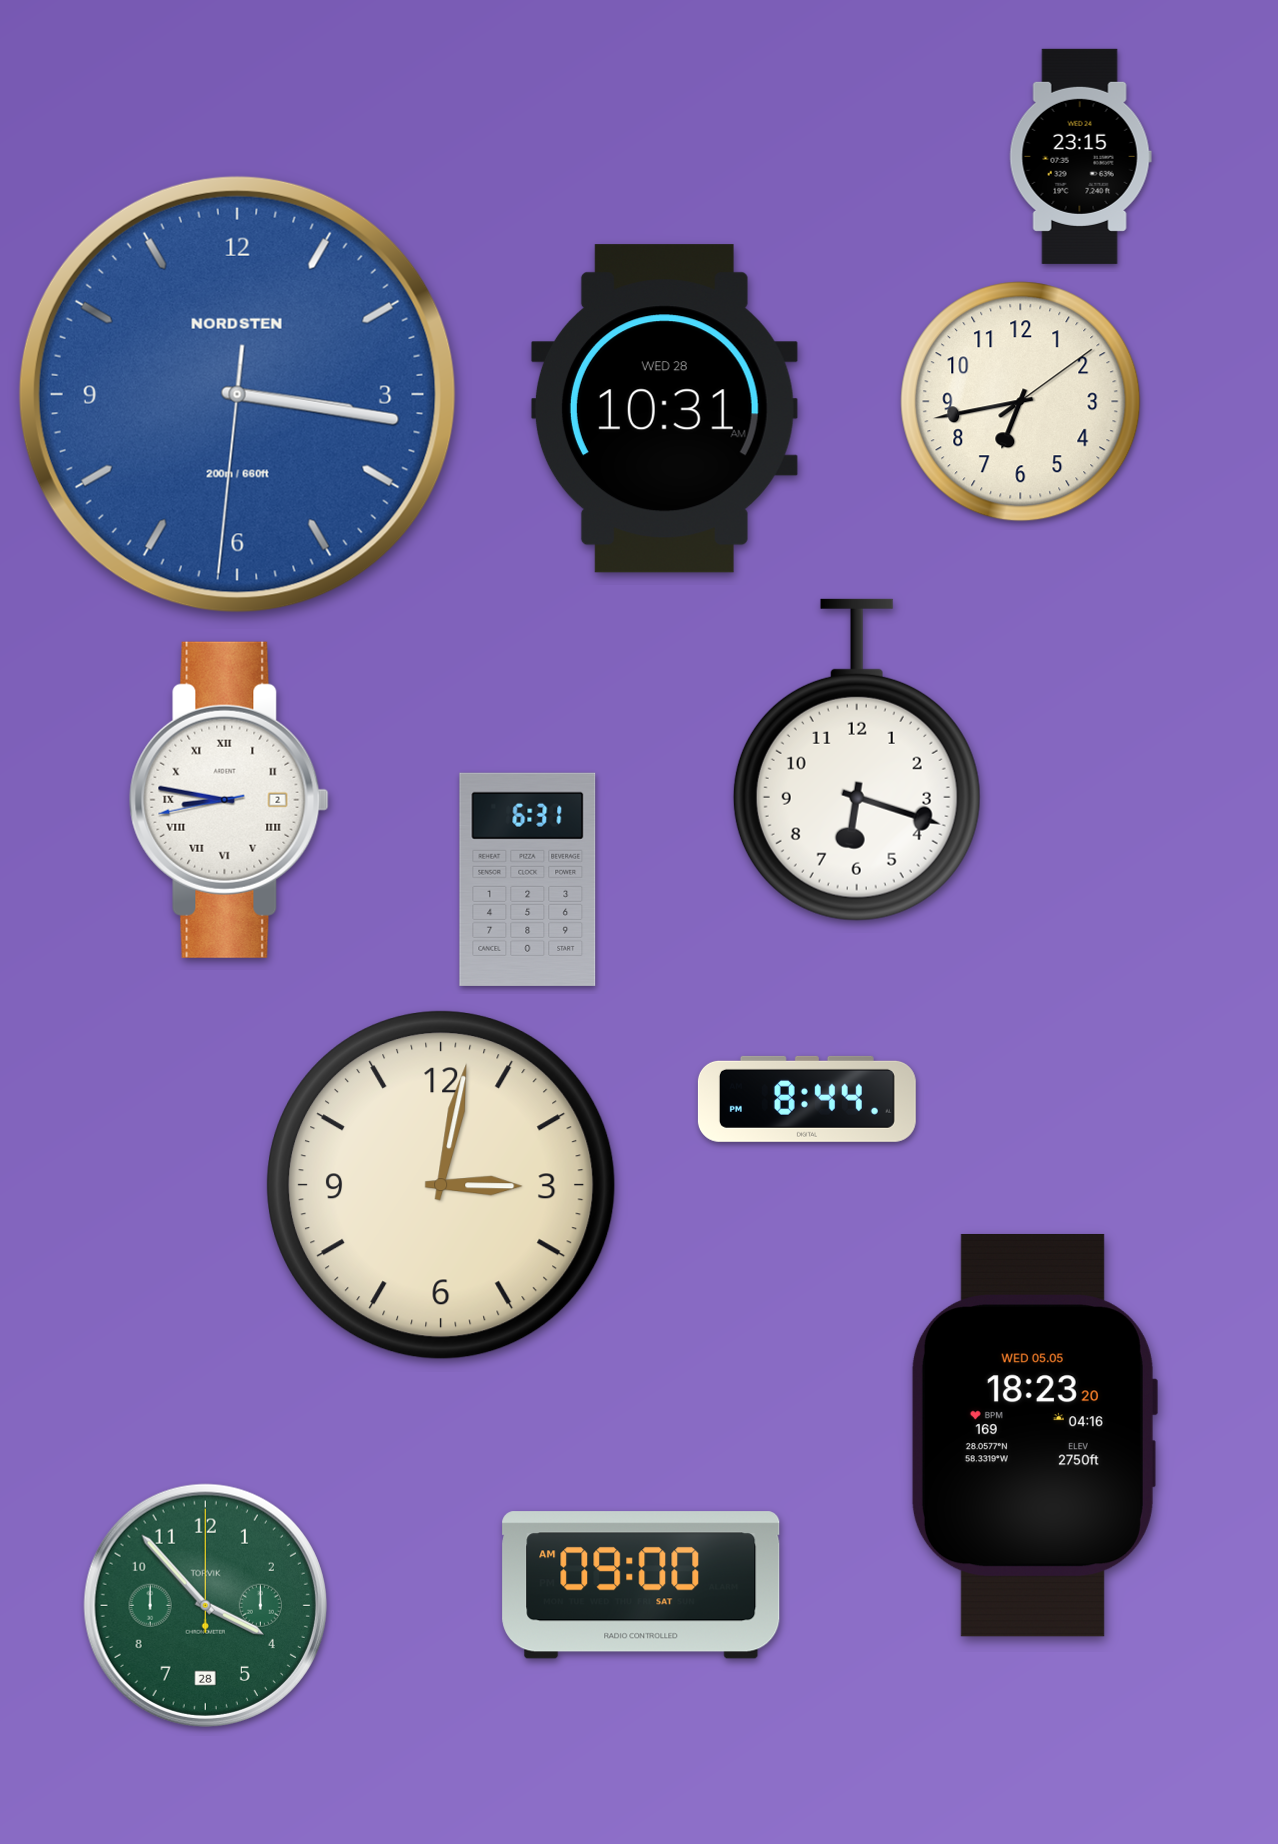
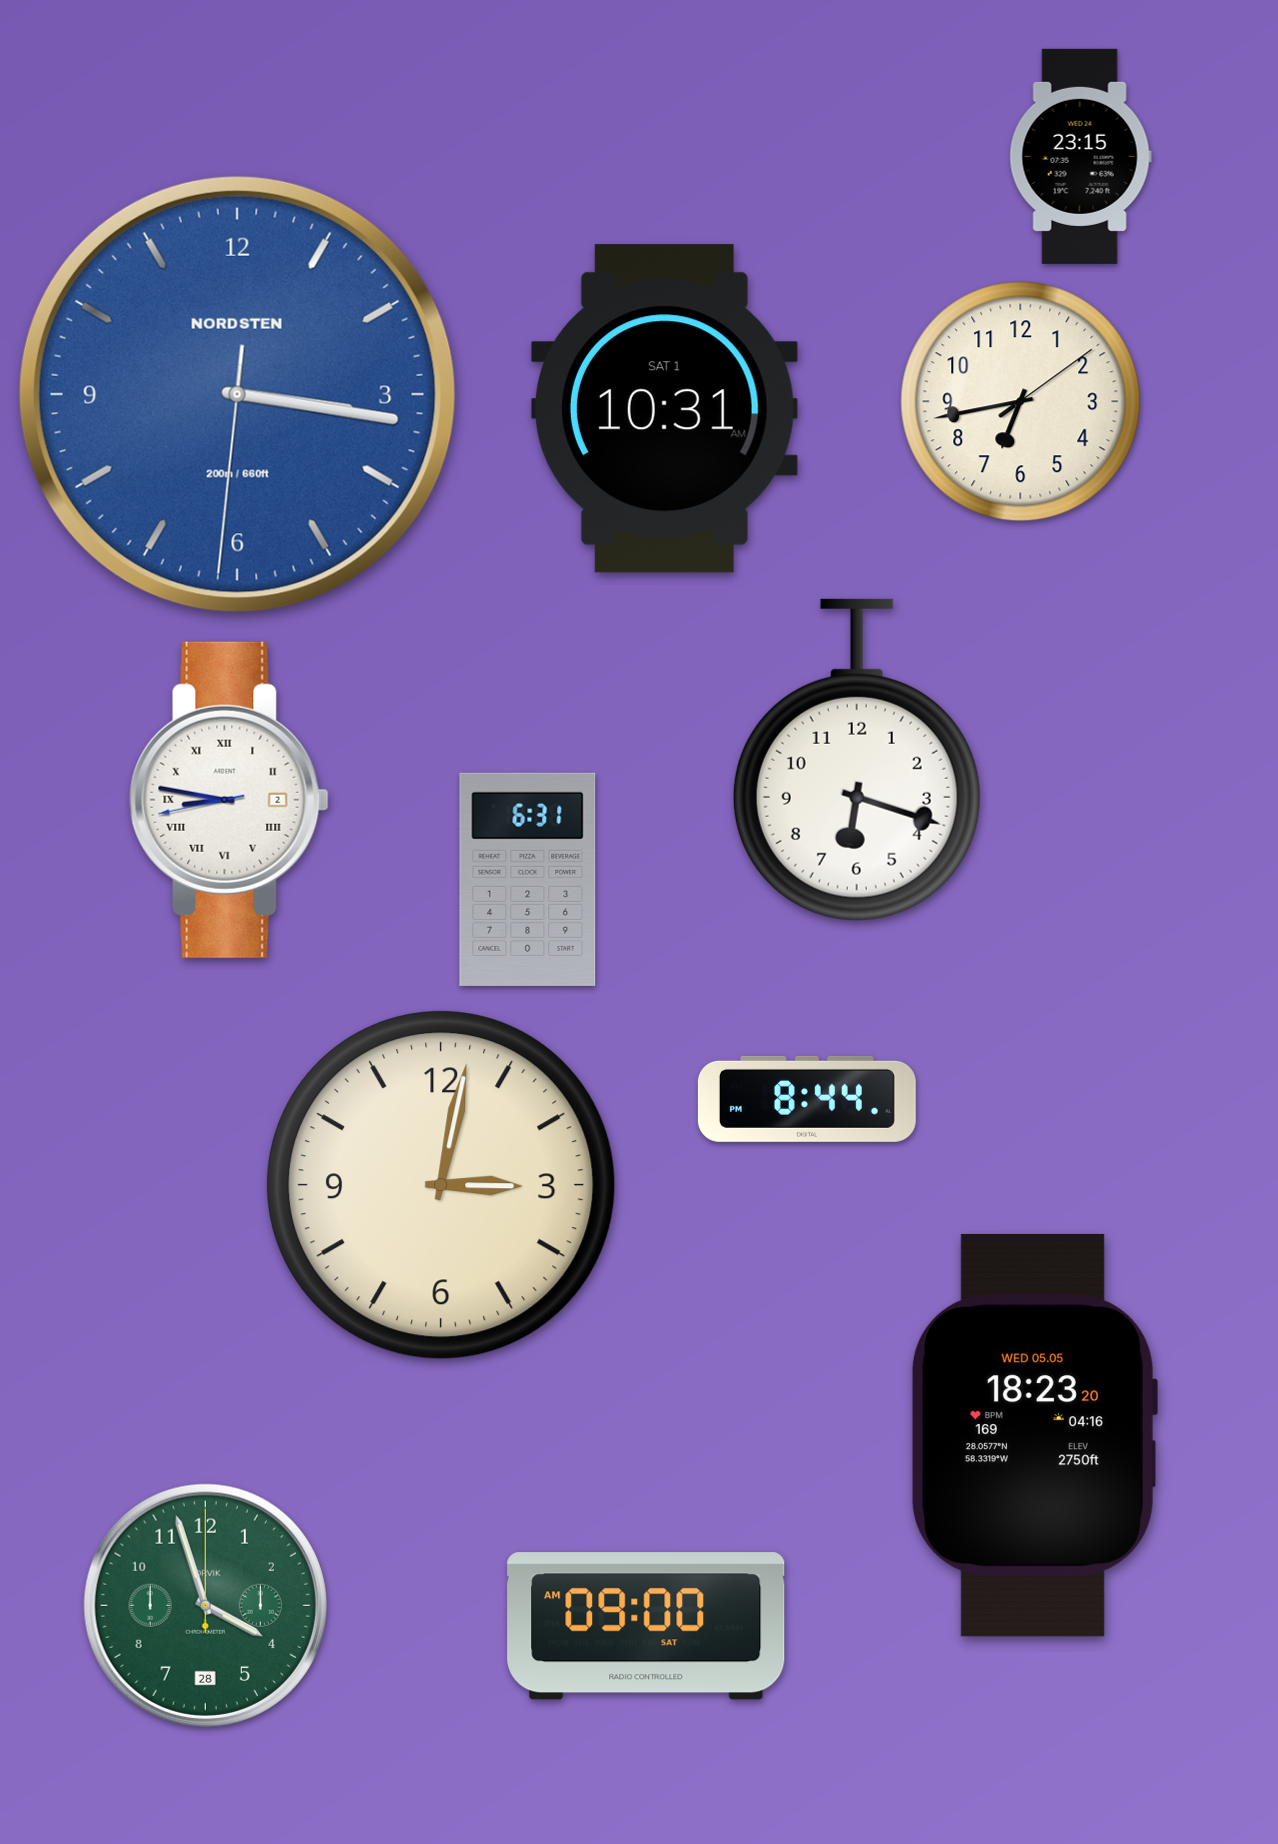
clock at (664, 409) date: WED 28 -> SAT 1
clock at (641, 1585) position: (641, 1585) -> (646, 1626)
clock at (205, 1605): 3:53 -> 3:57
